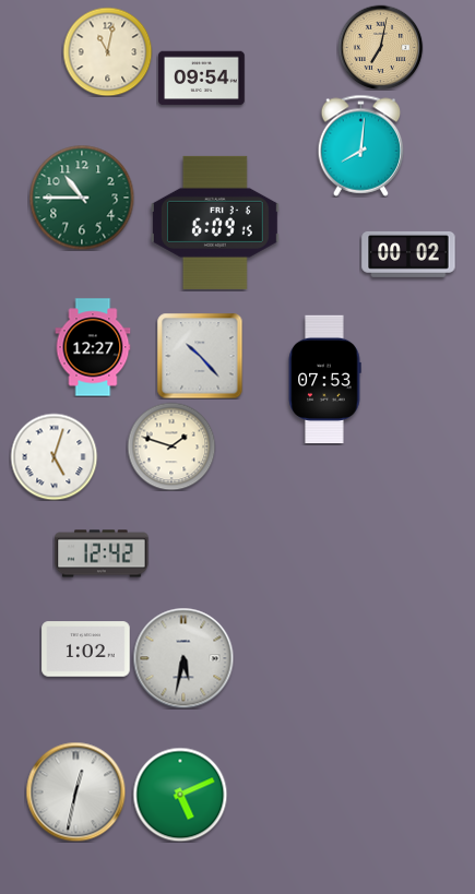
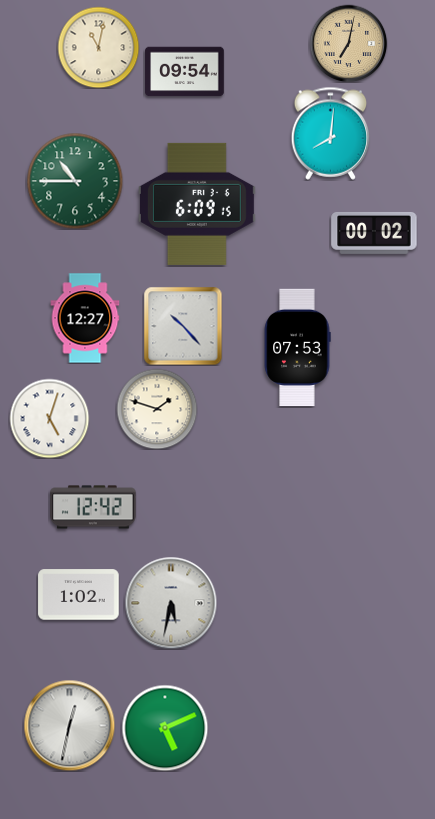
clock at (183, 658) position: (183, 658) -> (171, 603)
